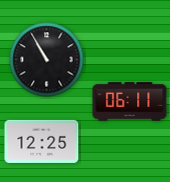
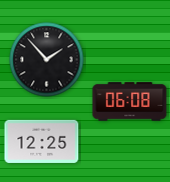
clock at (47, 60): 10:55 -> 1:53
clock at (130, 102): 06:11 -> 06:08
